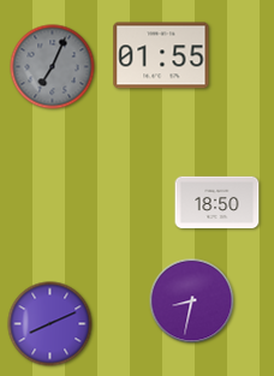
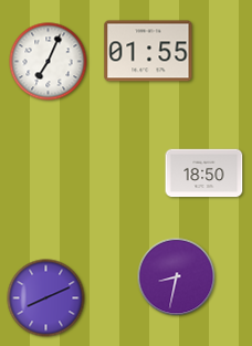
clock at (53, 67) dial: grey -> white
clock at (218, 203) position: (218, 203) -> (204, 174)
